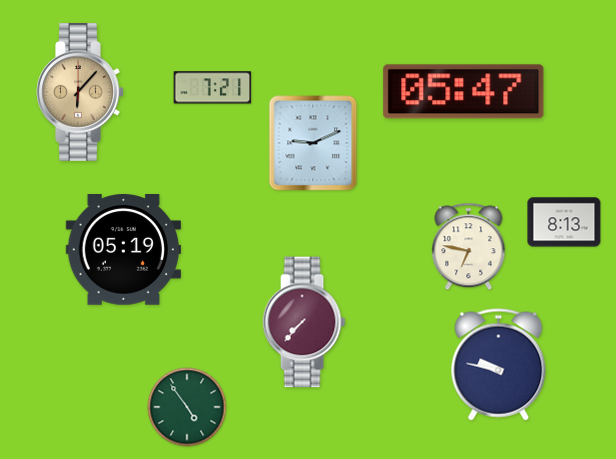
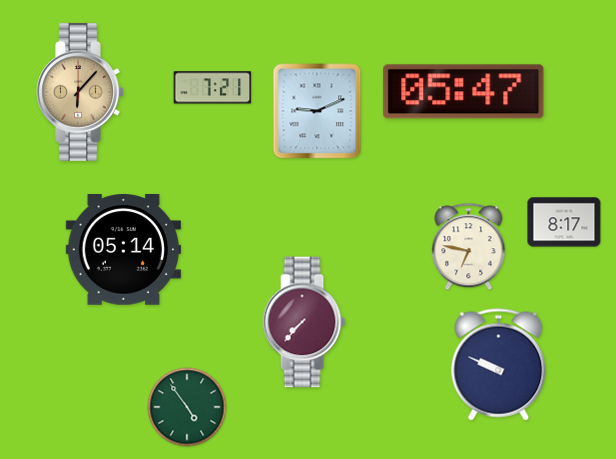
clock at (313, 143) position: (313, 143) -> (317, 111)
clock at (564, 222): 8:13 -> 8:17
clock at (123, 250): 05:19 -> 05:14
clock at (499, 365): 9:47 -> 9:49
